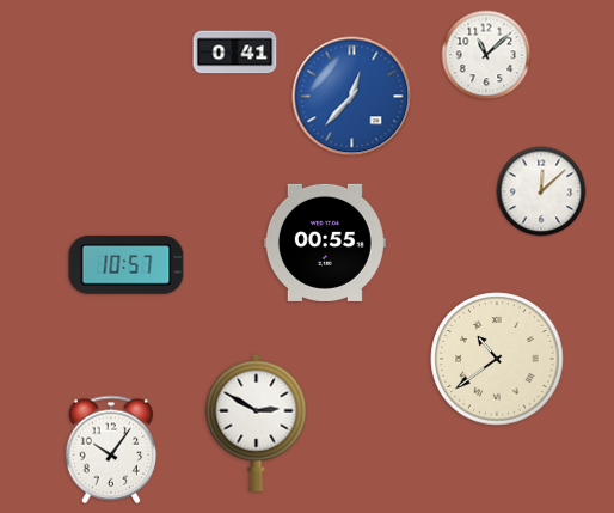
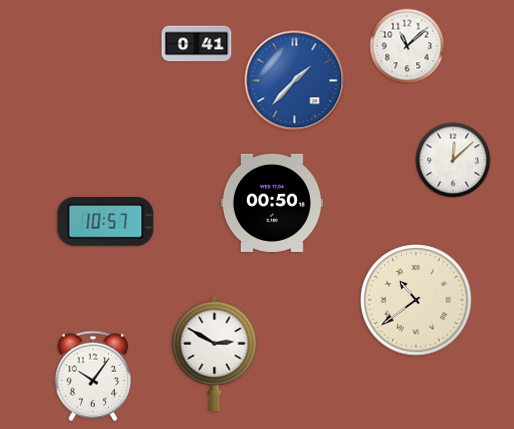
clock at (352, 97): 12:37 -> 1:37
clock at (325, 243): 00:55 -> 00:50
